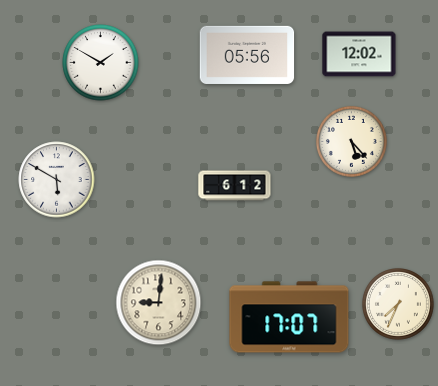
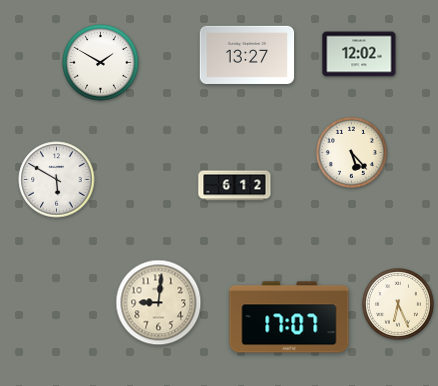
clock at (247, 55): 05:56 -> 13:27
clock at (351, 141) position: (351, 141) -> (351, 152)
clock at (399, 305): 7:34 -> 6:26
